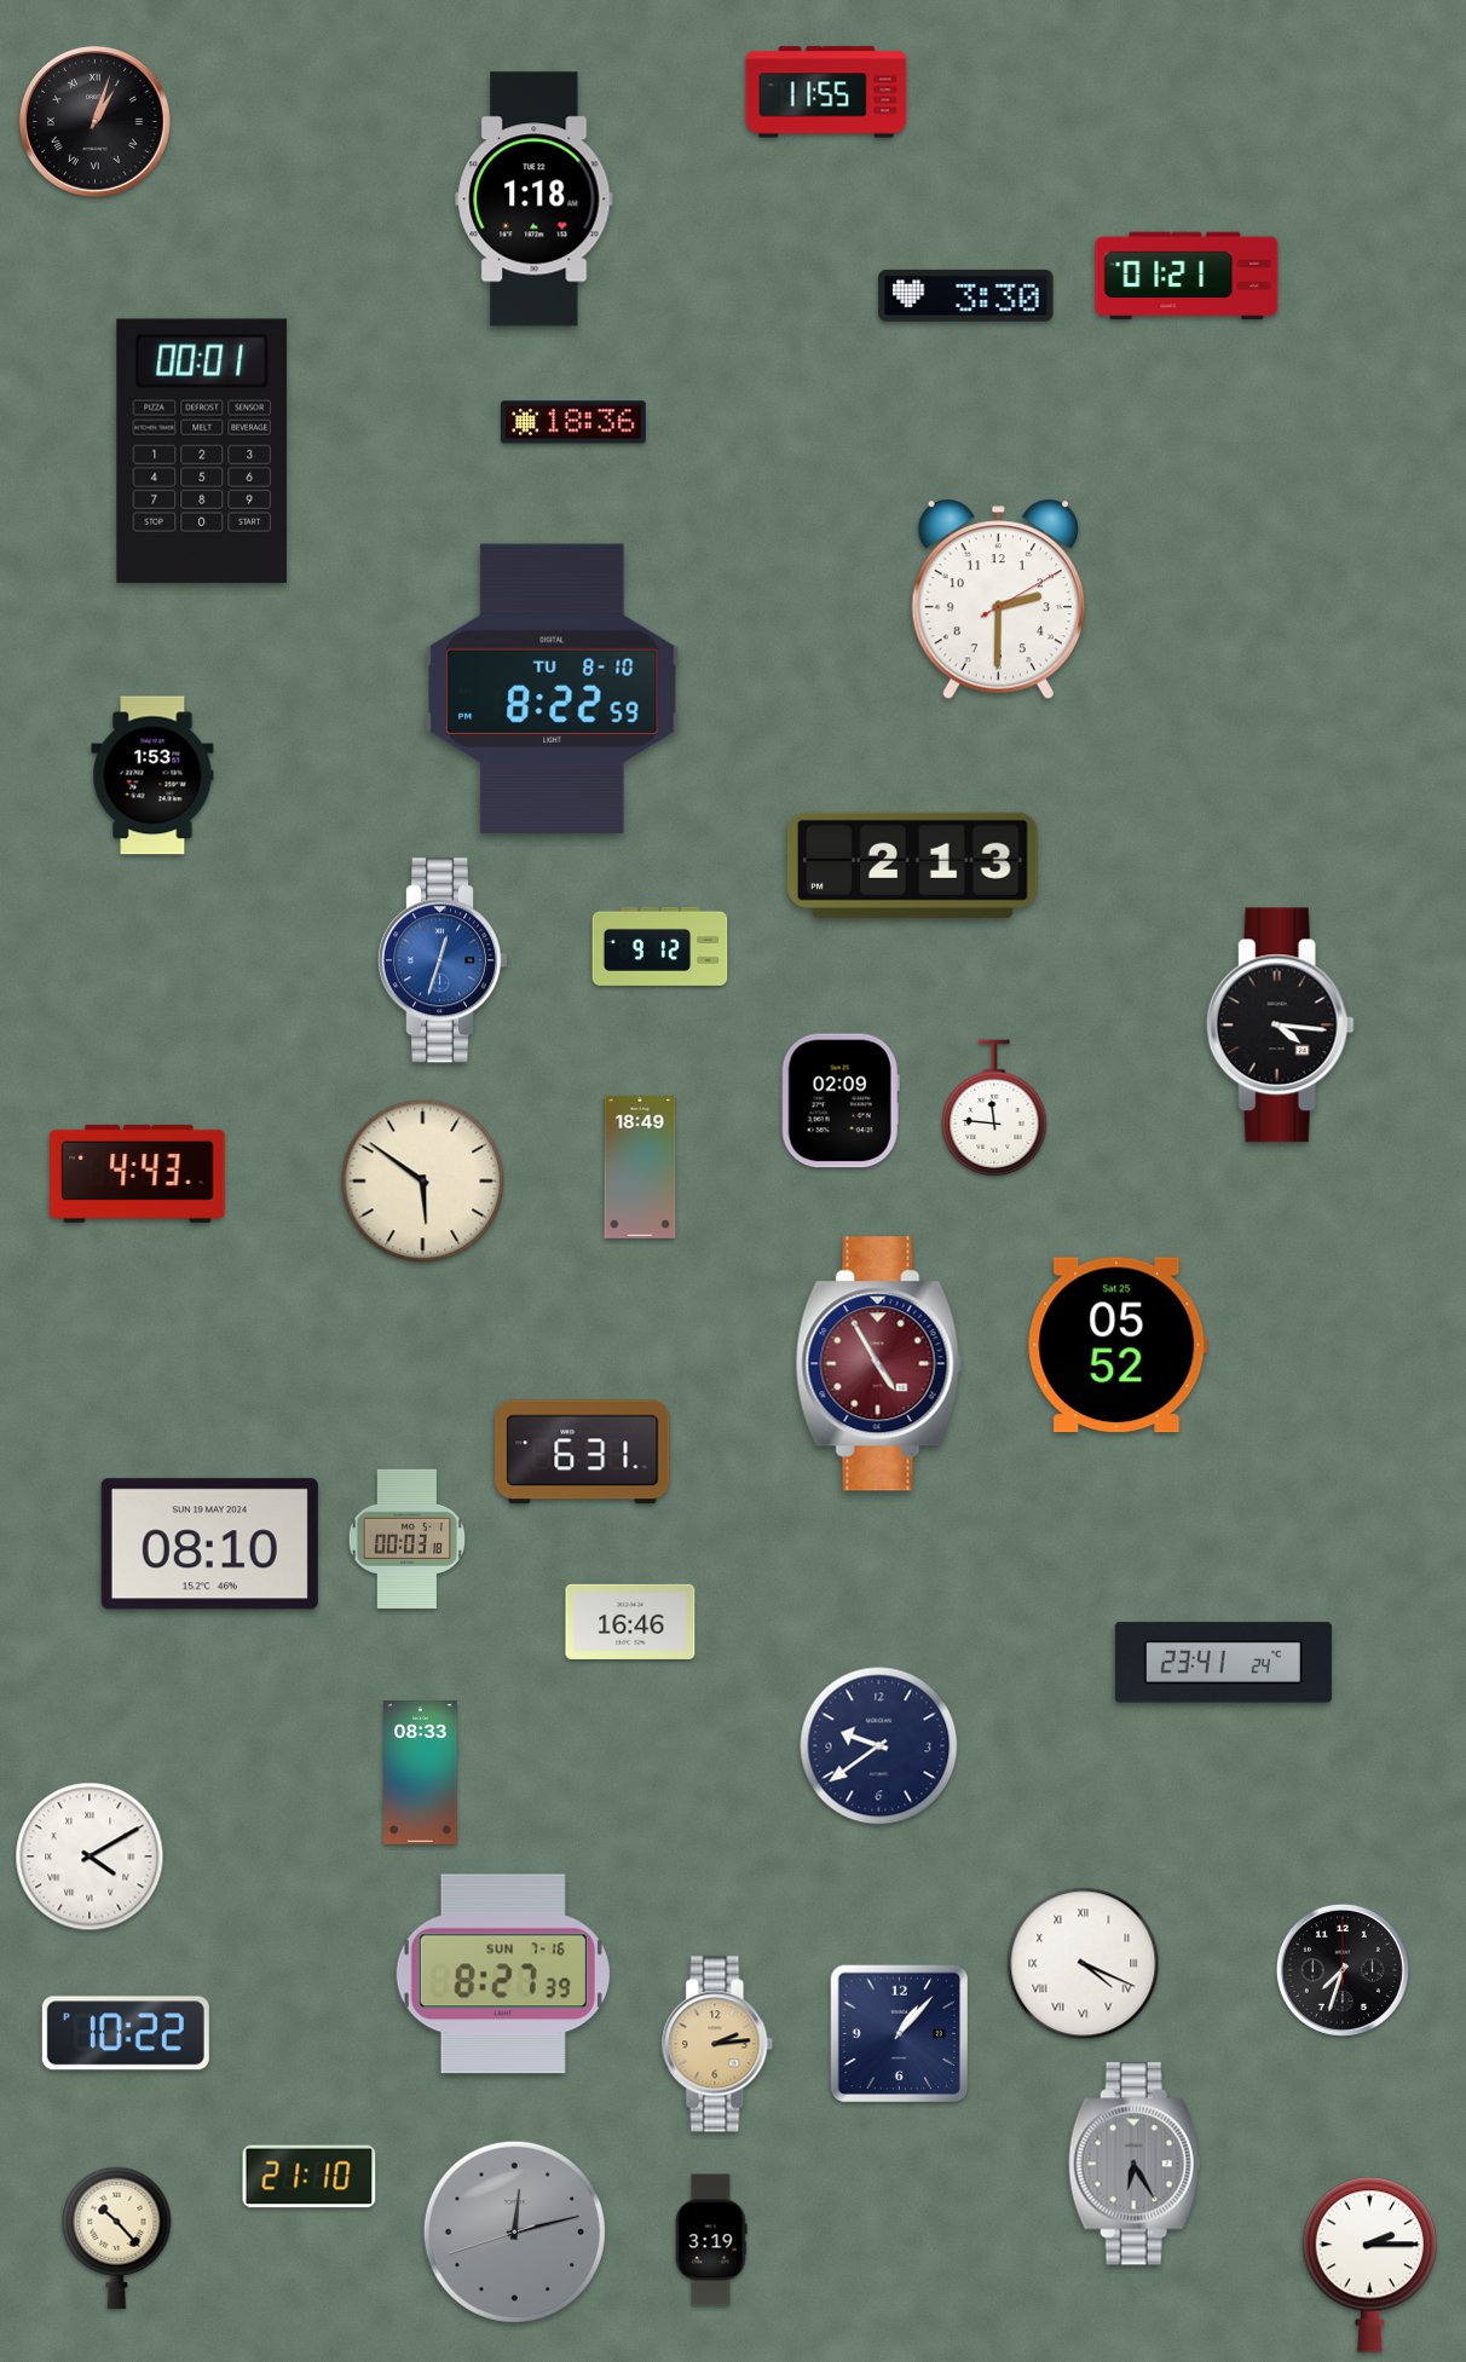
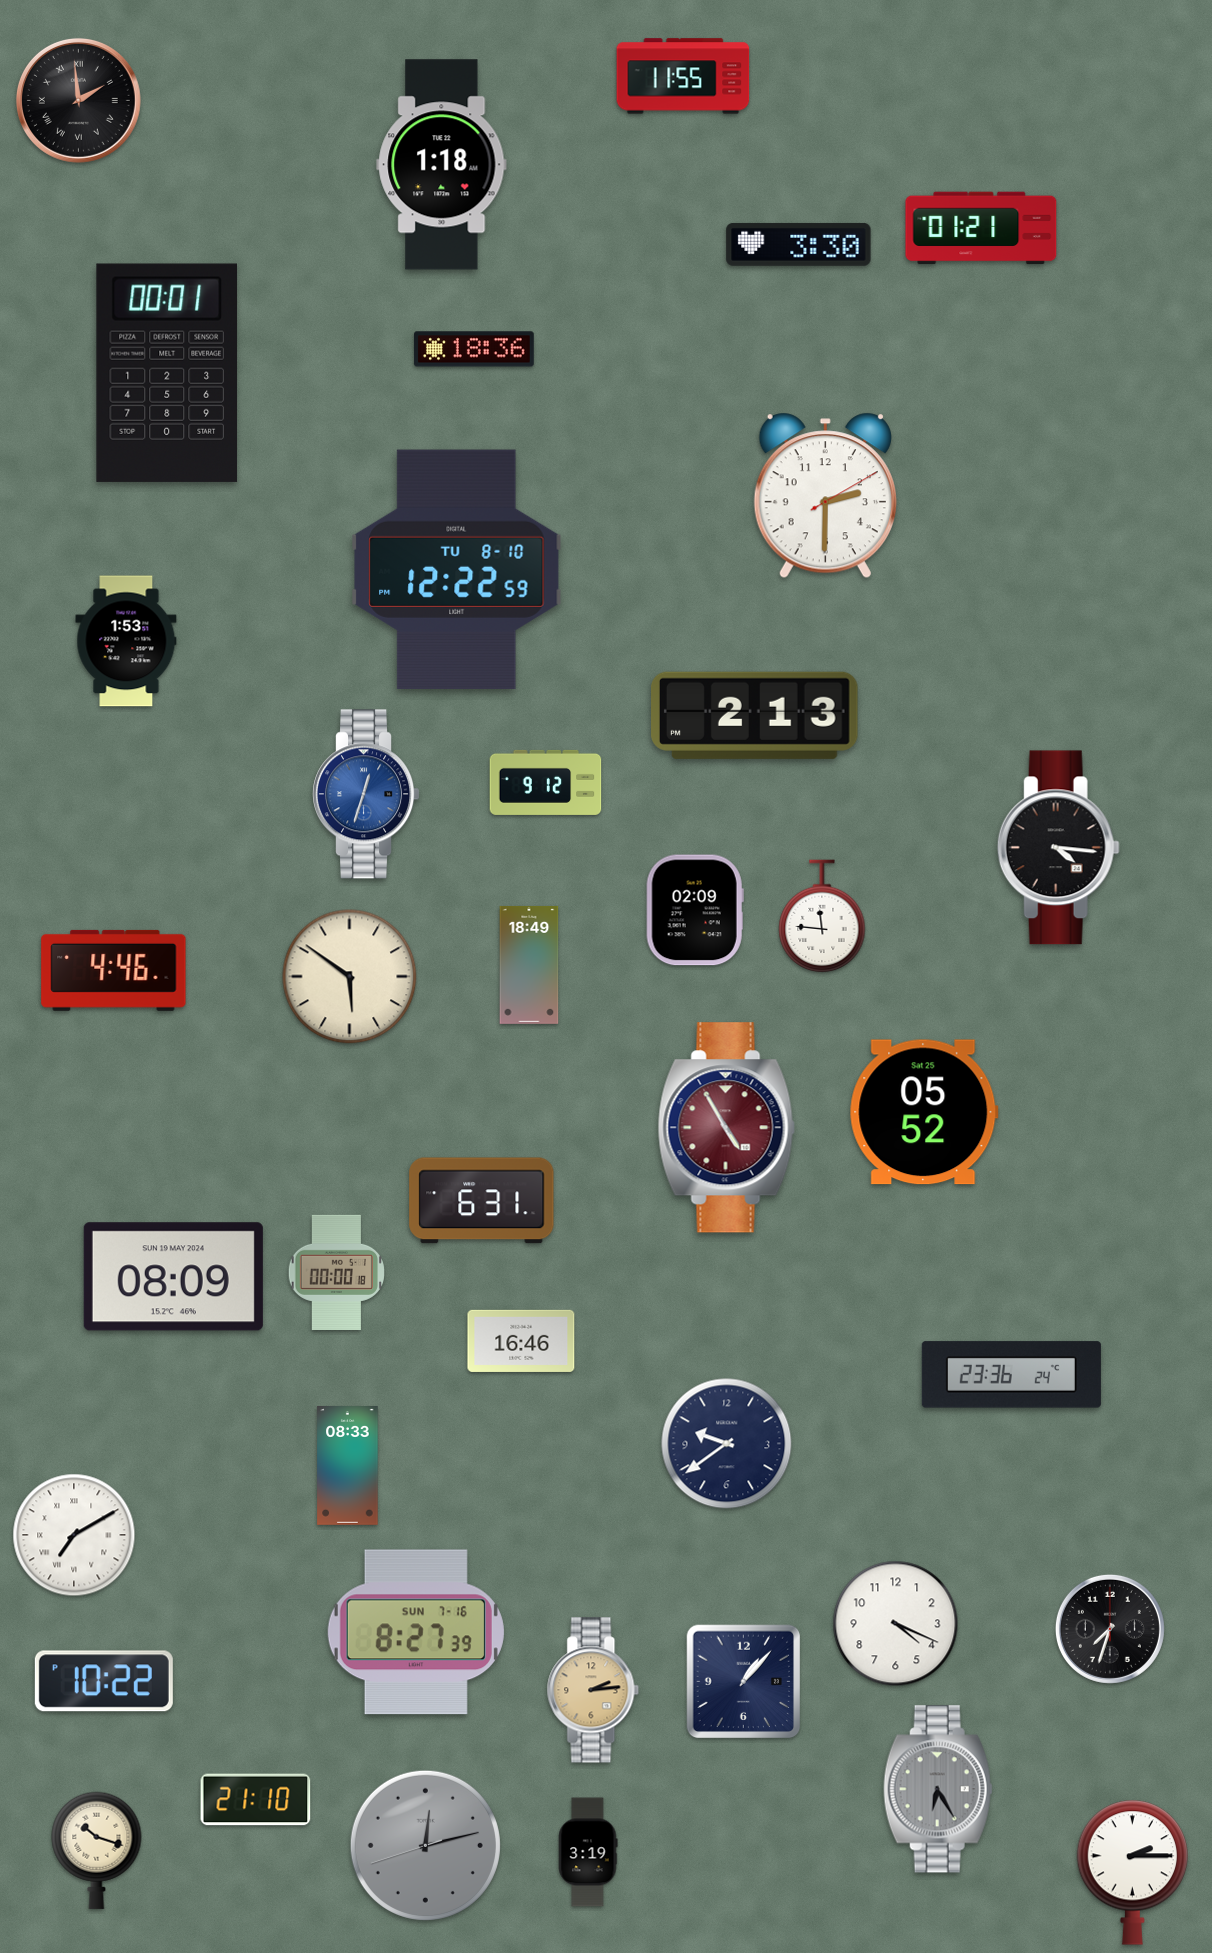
clock at (94, 121): 1:03 -> 1:59
clock at (553, 688): 8:22 -> 12:22
clock at (138, 1173): 4:43 -> 4:46
clock at (406, 1538): 00:03 -> 00:00
clock at (209, 1544): 08:10 -> 08:09
clock at (1223, 1663): 23:41 -> 23:36
clock at (90, 1856): 4:10 -> 7:10
clock at (1084, 1964) numerals: Roman -> Arabic
clock at (117, 2237): 10:23 -> 10:18
